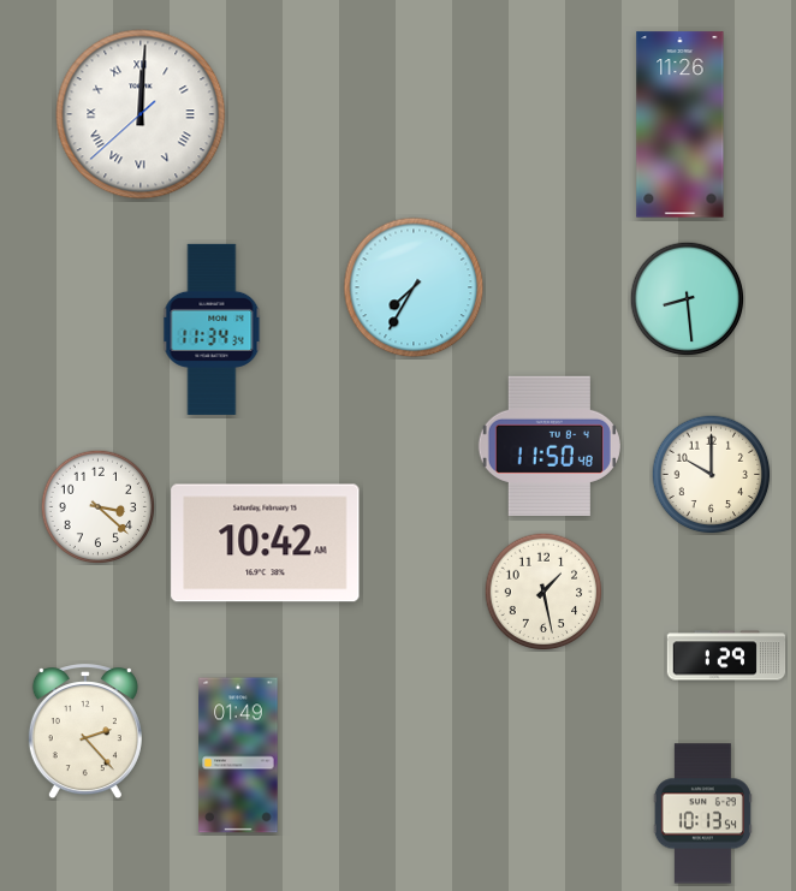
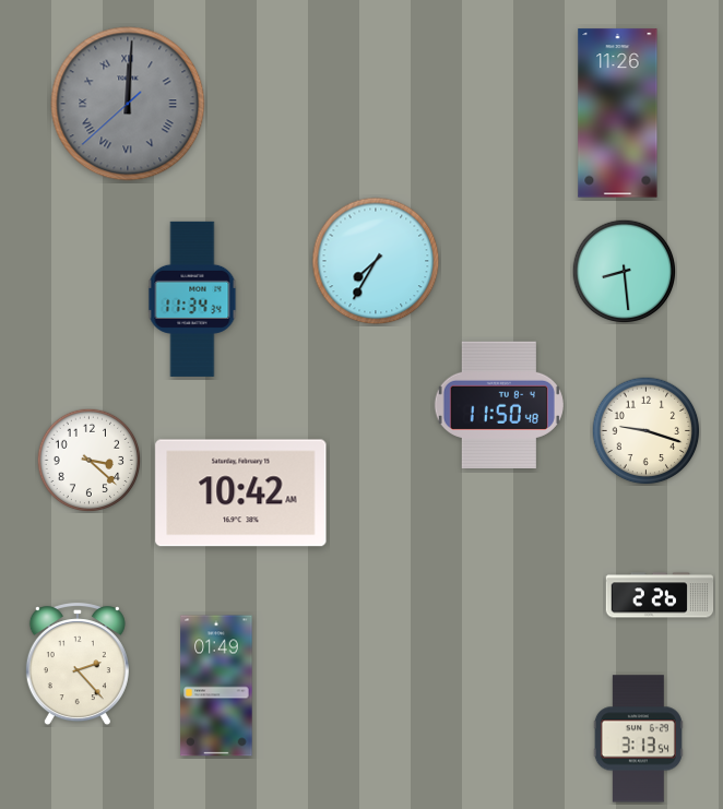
clock at (141, 114) dial: white -> grey
clock at (712, 475): 10:00 -> 9:18
clock at (543, 592): 1:28 -> none
clock at (726, 655): 1:29 -> 2:26
clock at (702, 814): 10:13 -> 3:13
